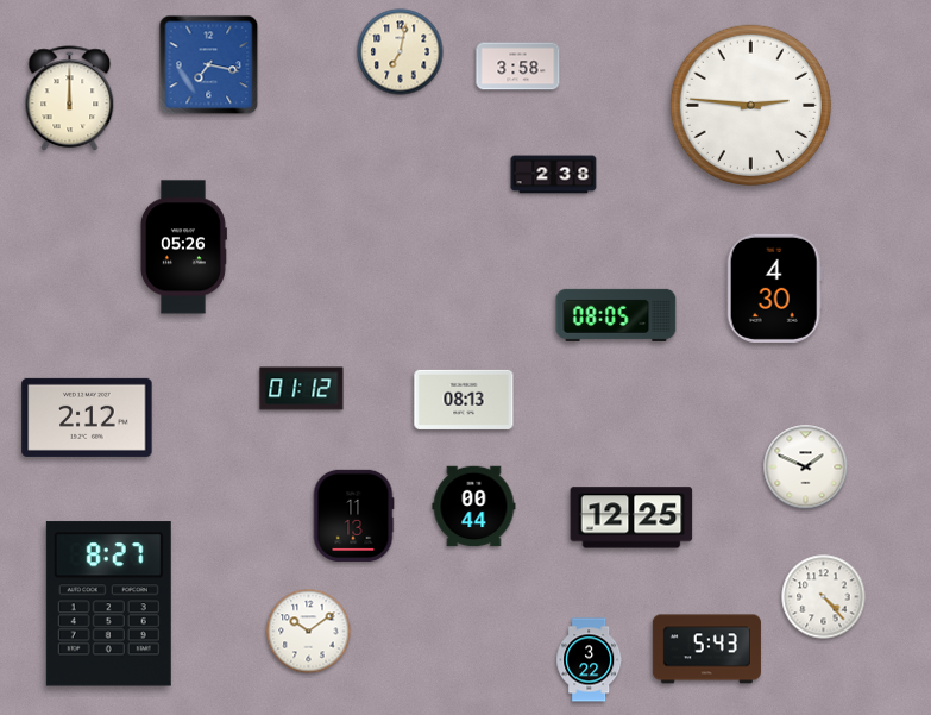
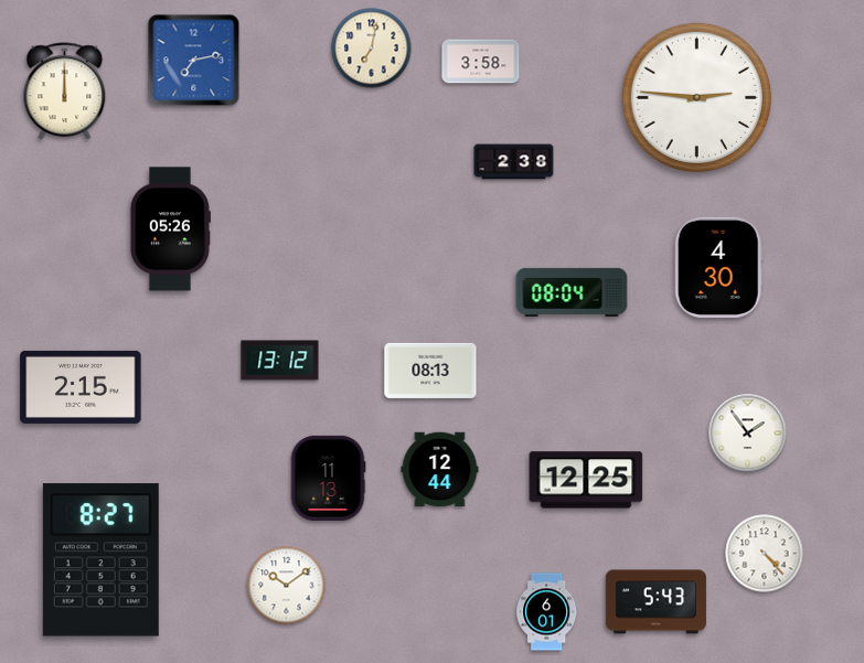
clock at (209, 65): 7:17 -> 7:13
clock at (616, 315): 08:05 -> 08:04
clock at (302, 389): 01:12 -> 13:12
clock at (87, 418): 2:12 -> 2:15
clock at (806, 468): 1:49 -> 1:54
clock at (474, 507): 00:44 -> 12:44
clock at (590, 660): 3:22 -> 6:01
